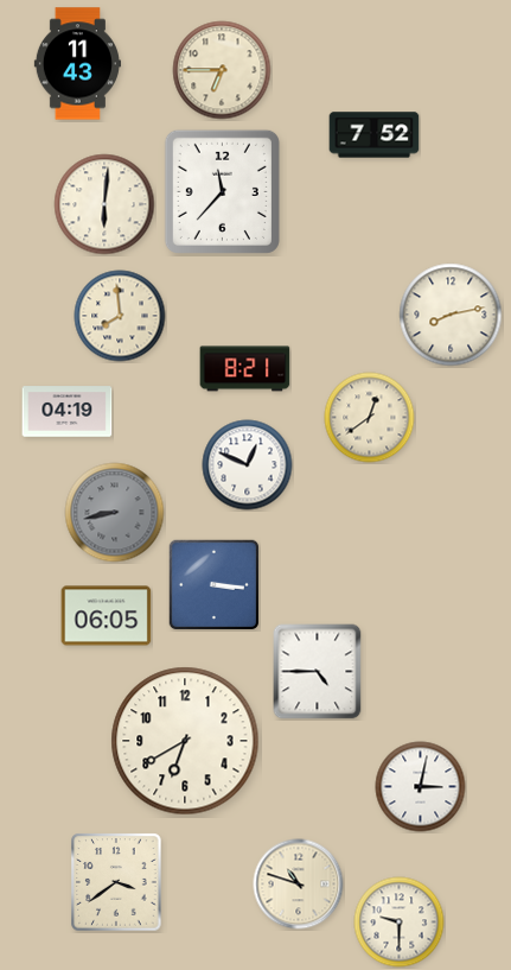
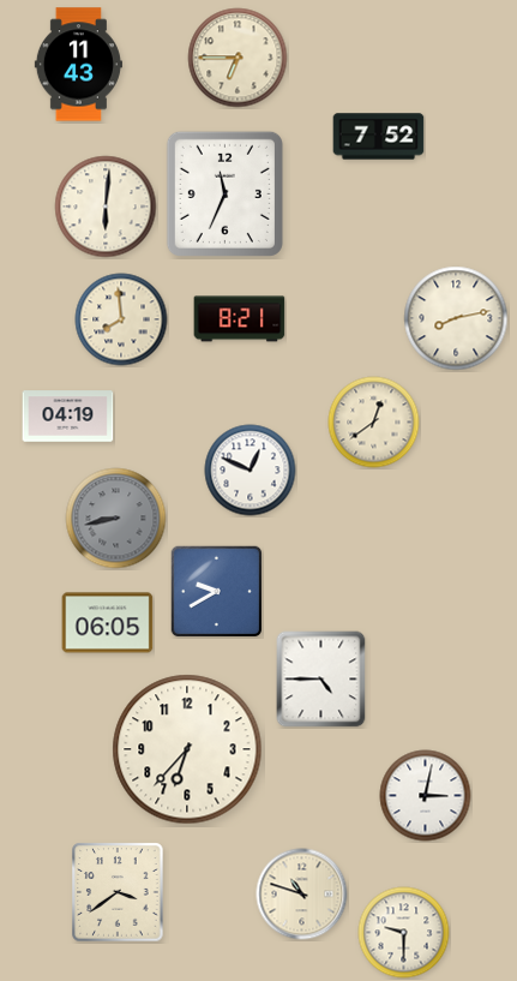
clock at (222, 70) position: (222, 70) -> (238, 58)
clock at (222, 191): 11:37 -> 11:34
clock at (245, 369) position: (245, 369) -> (240, 319)
clock at (213, 584): 3:16 -> 9:40
clock at (185, 741): 6:40 -> 6:37
